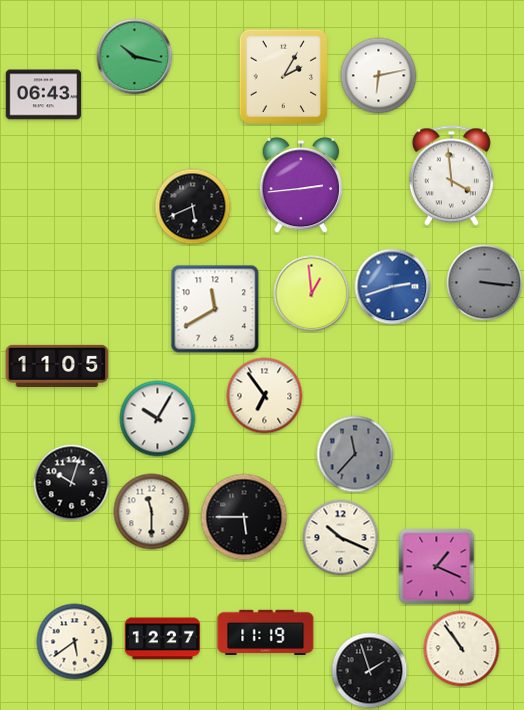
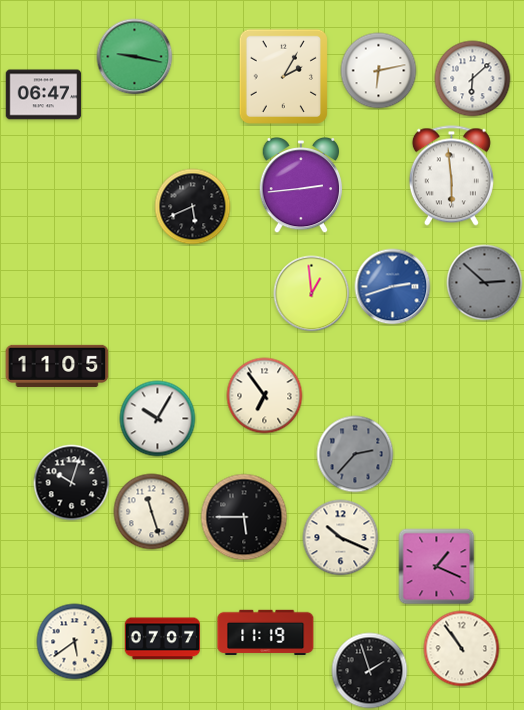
clock at (135, 57): 10:17 -> 9:17
clock at (379, 76) position: (379, 76) -> (379, 71)
clock at (473, 79): none -> 6:08
clock at (44, 95): 06:43 -> 06:47
clock at (451, 176): 3:59 -> 5:59
clock at (485, 283): 3:16 -> 2:52
clock at (215, 309): 11:40 -> none
clock at (355, 454): 11:37 -> 2:37
clock at (152, 512): 11:30 -> 11:27
clock at (163, 639): 12:27 -> 07:07
